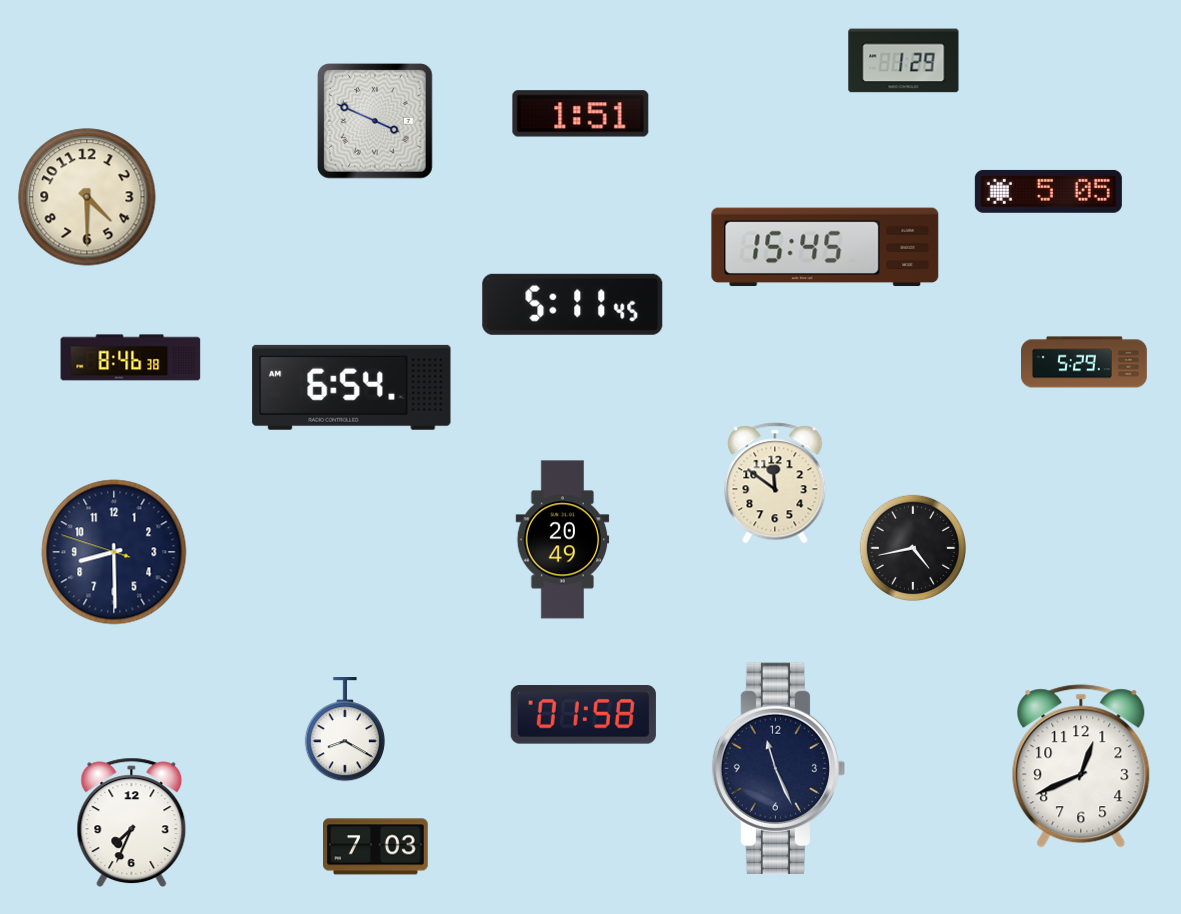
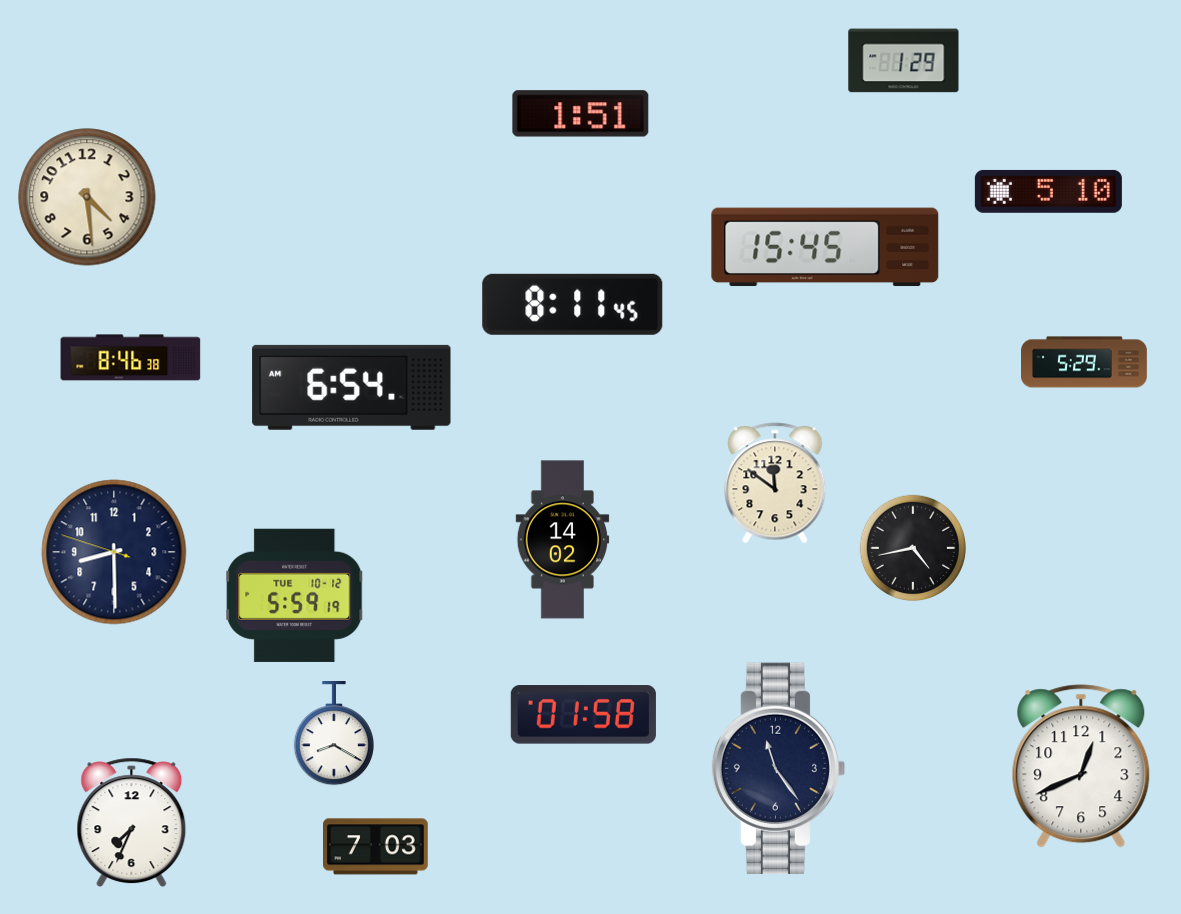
clock at (375, 121): 3:49 -> none
clock at (1048, 191): 5:05 -> 5:10
clock at (87, 197): 4:30 -> 4:29
clock at (573, 304): 5:11 -> 8:11
clock at (563, 540): 20:49 -> 14:02
clock at (295, 595): none -> 5:59
clock at (344, 729) position: (344, 729) -> (333, 733)
clock at (778, 768): 11:26 -> 11:24
